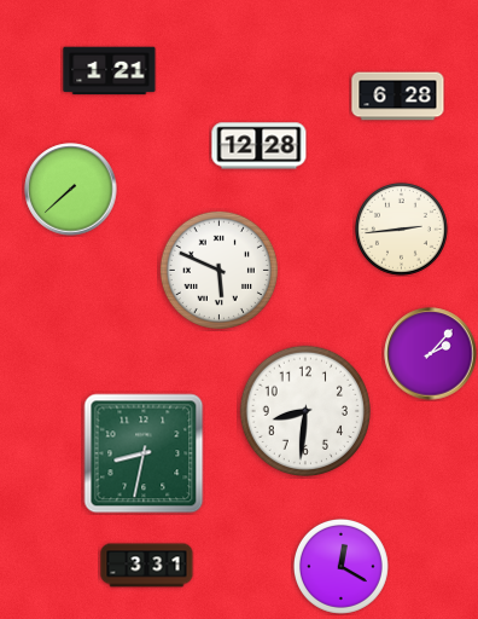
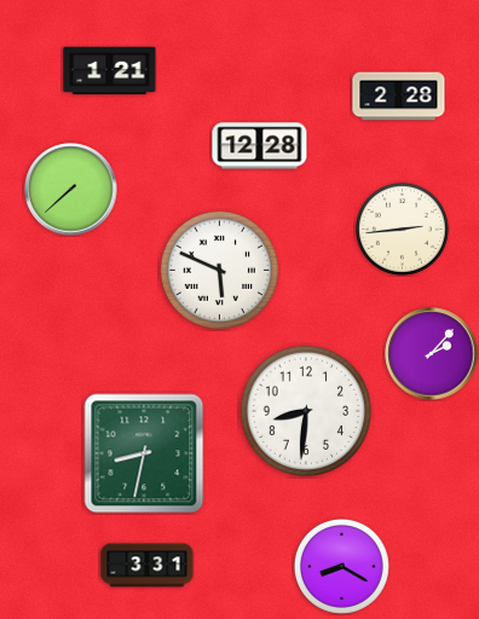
clock at (398, 97): 6:28 -> 2:28
clock at (340, 566): 12:20 -> 8:20
